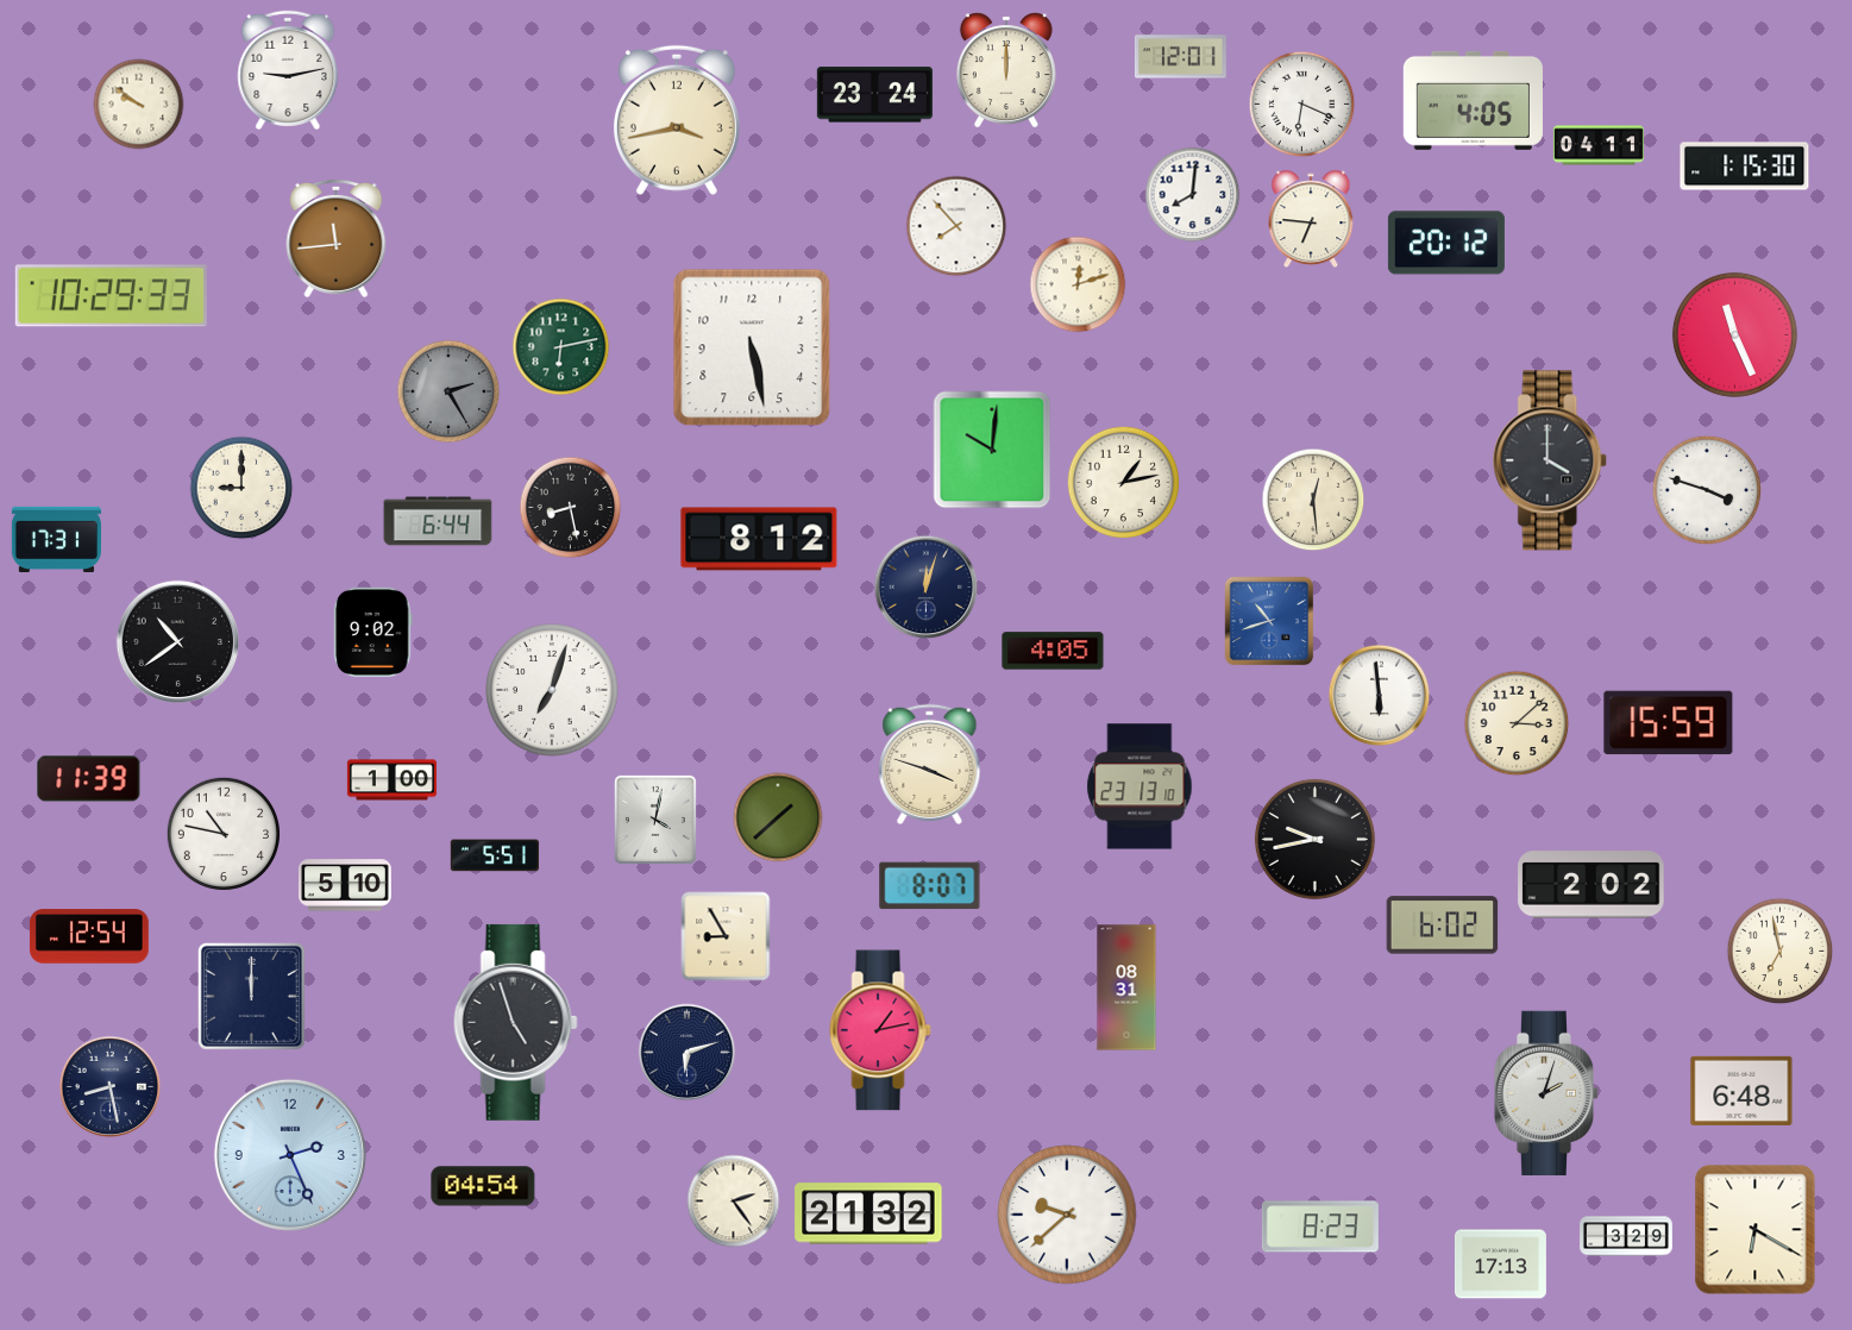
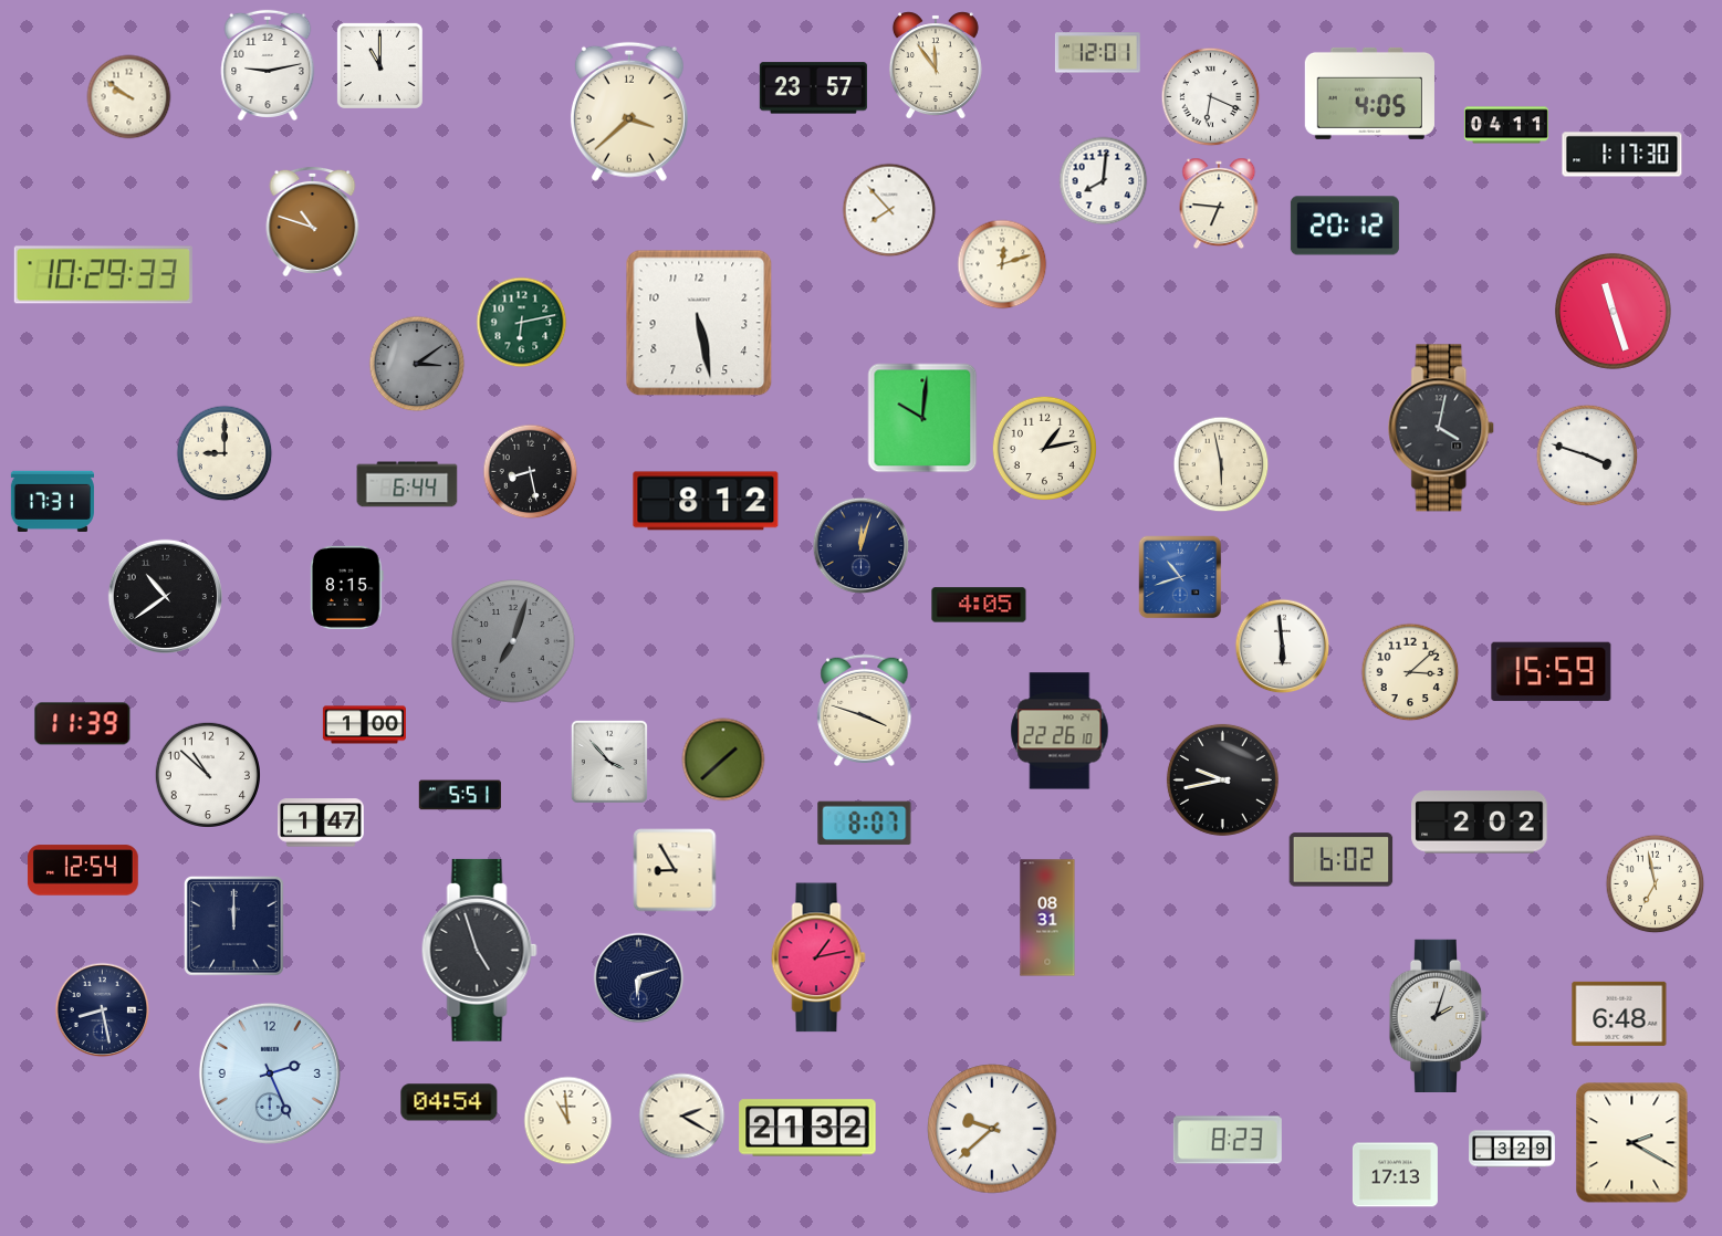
clock at (379, 65): none -> 11:00
clock at (1006, 70): 12:00 -> 11:54
clock at (874, 95): 23:24 -> 23:57
clock at (677, 120): 3:43 -> 3:38
clock at (1599, 145) position: (1599, 145) -> (1506, 125)
clock at (1745, 167): 1:15 -> 1:17
clock at (1193, 195) position: (1193, 195) -> (1104, 181)
clock at (337, 238): 11:44 -> 10:48
clock at (1734, 334): 11:26 -> 11:27
clock at (448, 391): 2:25 -> 3:09
clock at (1551, 460): 4:00 -> 4:02
clock at (1313, 500): 12:29 -> 5:58
clock at (373, 632): 9:02 -> 8:15
clock at (552, 690) dial: white -> grey
clock at (1140, 786): 23:13 -> 22:26
clock at (655, 820): 4:02 -> 3:53
clock at (224, 833): 10:47 -> 10:52
clock at (346, 885): 5:10 -> 1:47
clock at (734, 1202): 2:24 -> 2:20
clock at (568, 1121): none -> 10:59
clock at (1756, 1230): 6:20 -> 2:20
